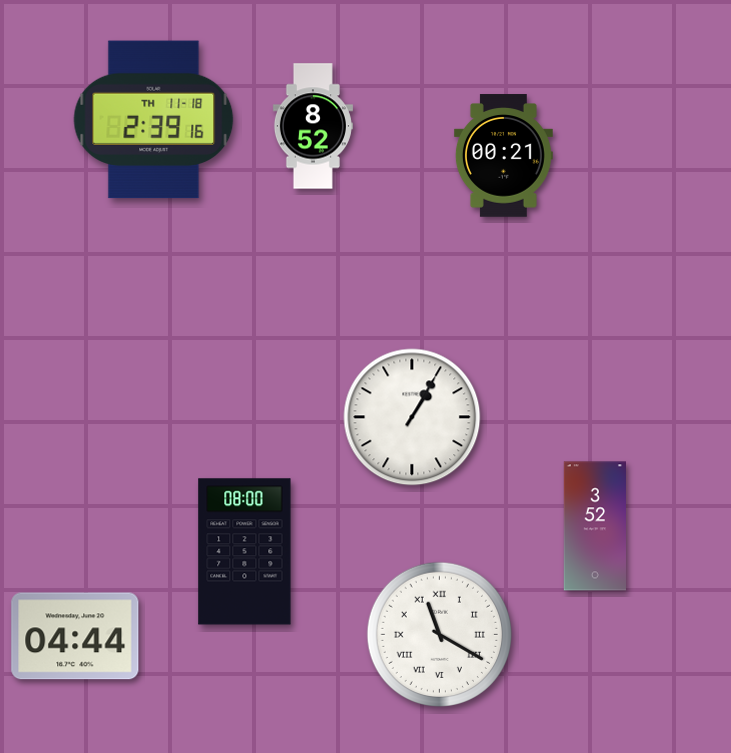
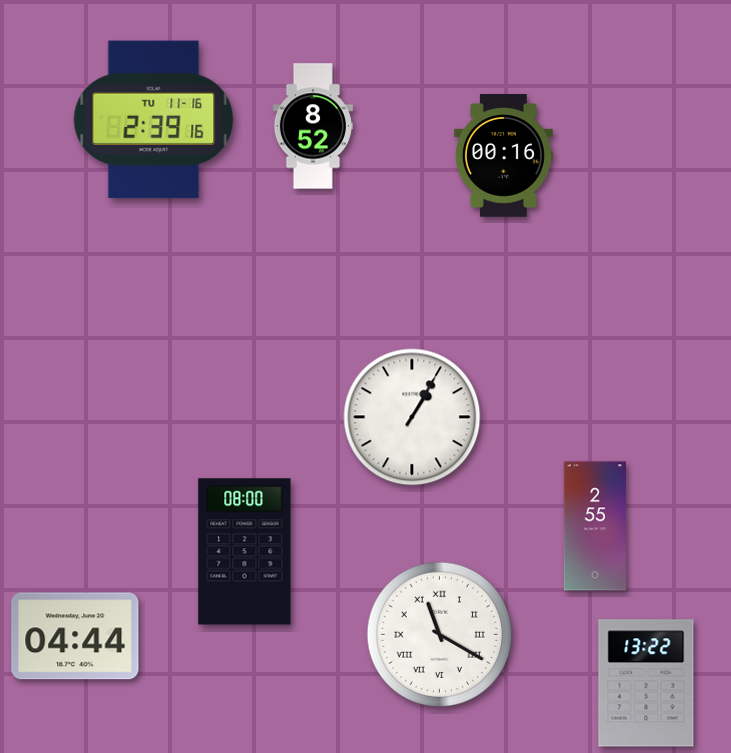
clock at (154, 120) date: TH 11-18 -> TU 11-16
clock at (503, 156): 00:21 -> 00:16
clock at (595, 526): 3:52 -> 2:55
clock at (646, 683): none -> 13:22
